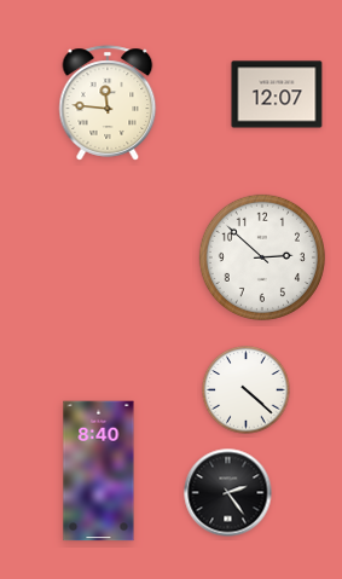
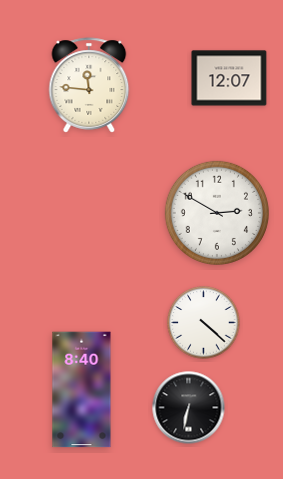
clock at (262, 257): 2:52 -> 2:50
clock at (228, 493): 2:24 -> 6:32
